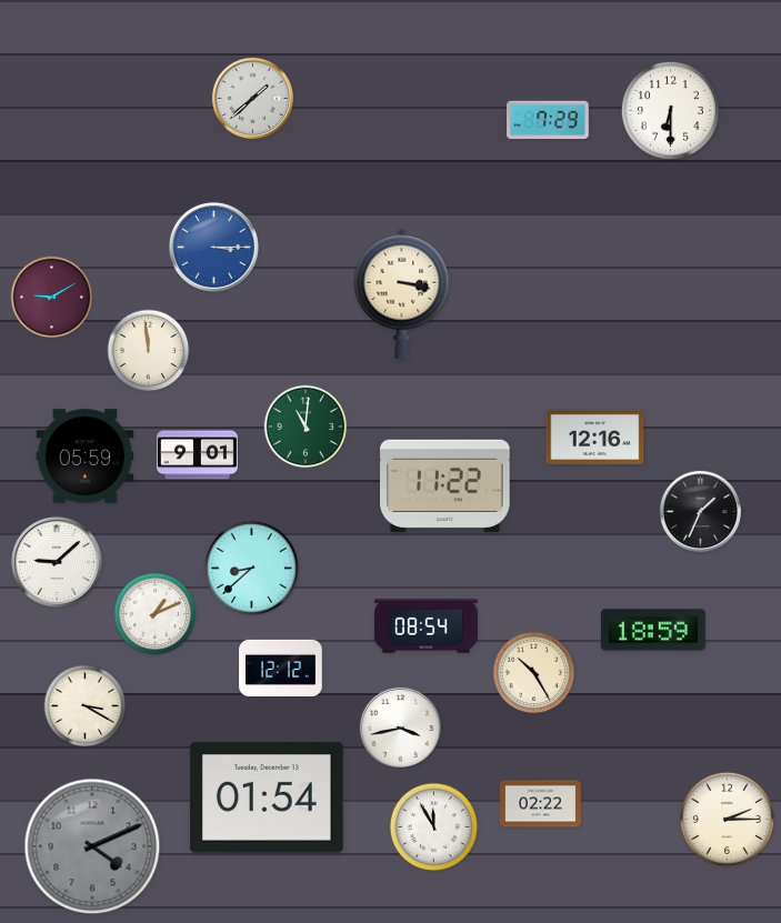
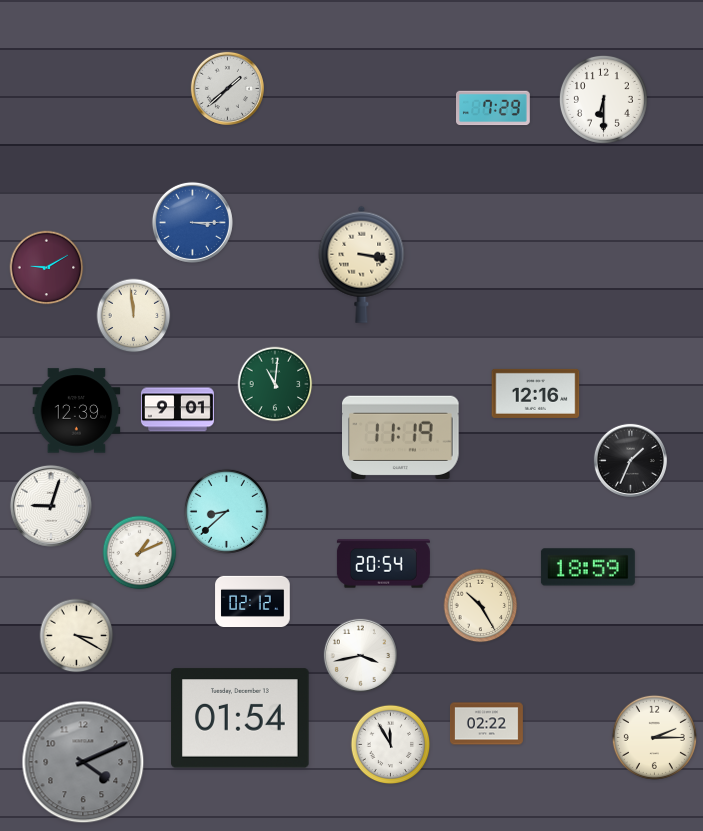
clock at (86, 457): 05:59 -> 12:39
clock at (445, 485): 11:22 -> 11:19
clock at (57, 562): 9:08 -> 9:03
clock at (425, 626): 08:54 -> 20:54
clock at (281, 668): 12:12 -> 02:12
